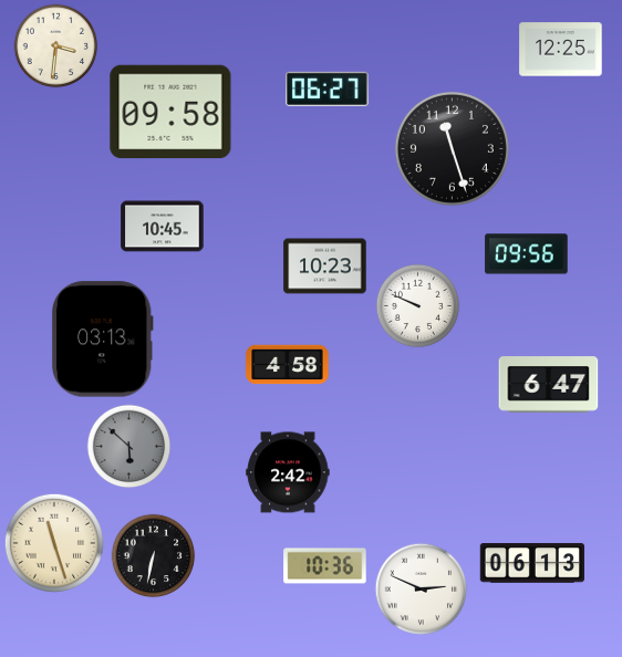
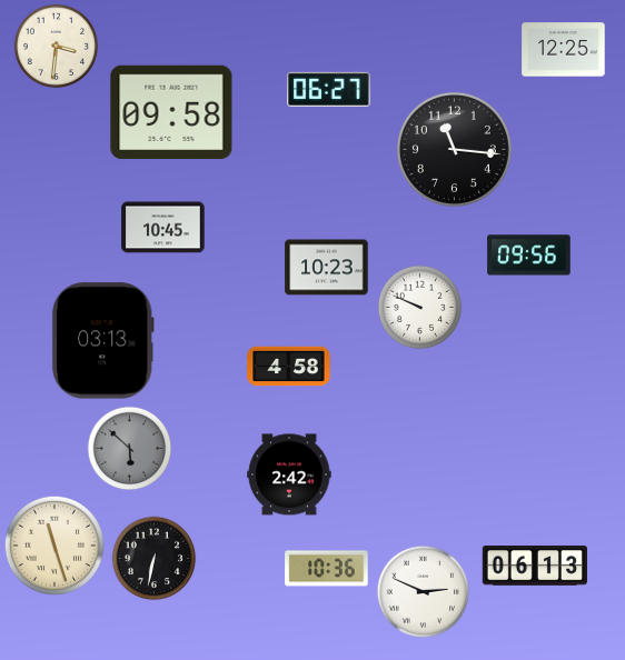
clock at (452, 148): 11:27 -> 11:16
clock at (549, 385): 6:47 -> none
